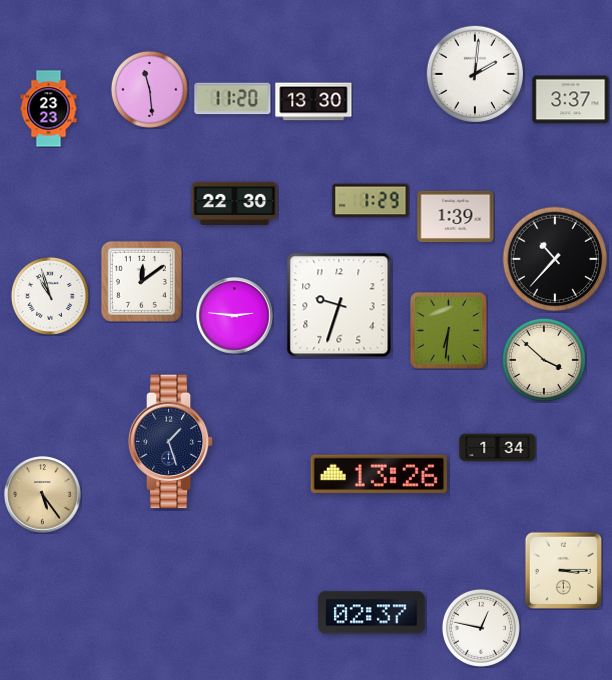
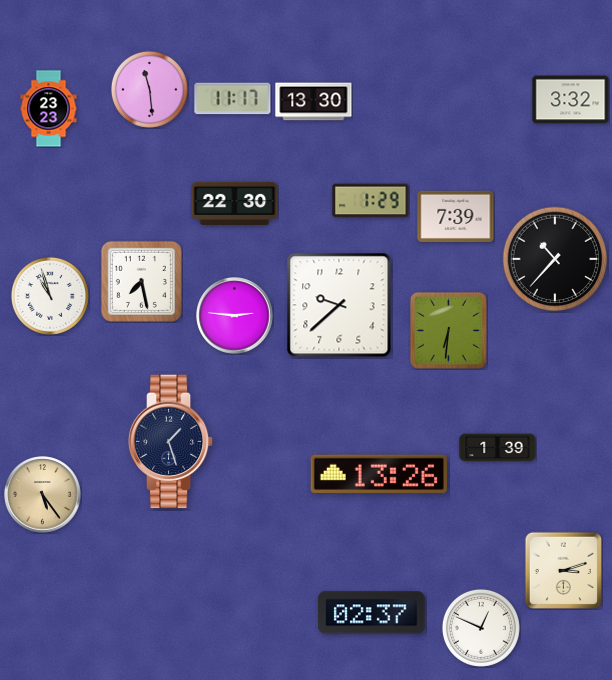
clock at (474, 73): 2:01 -> none
clock at (233, 99): 11:20 -> 11:17
clock at (571, 100): 3:37 -> 3:32
clock at (456, 216): 1:39 -> 7:39
clock at (141, 281): 12:09 -> 7:28
clock at (339, 305): 9:33 -> 9:38
clock at (544, 360): 3:52 -> none
clock at (498, 448): 1:34 -> 1:39
clock at (563, 570): 3:15 -> 3:12
clock at (481, 628): 12:47 -> 12:49
